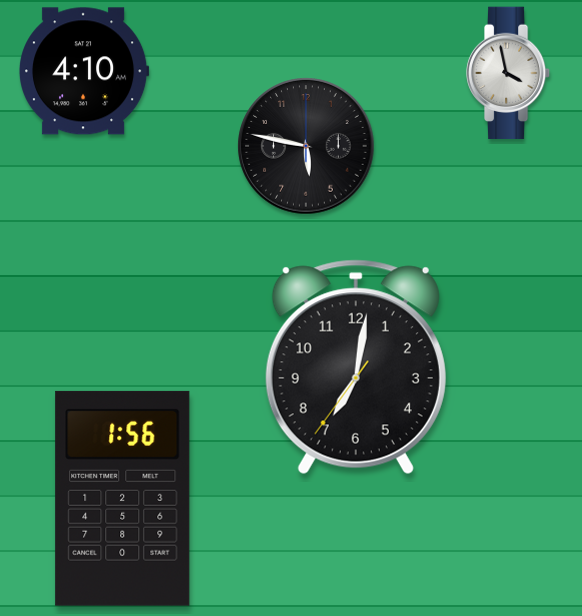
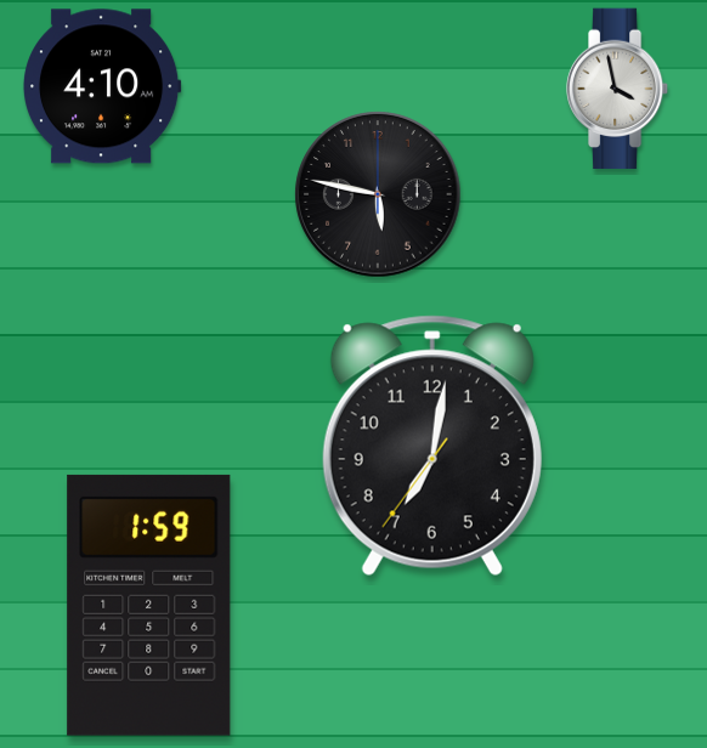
clock at (306, 146) position: (306, 146) -> (378, 194)
clock at (123, 498): 1:56 -> 1:59
